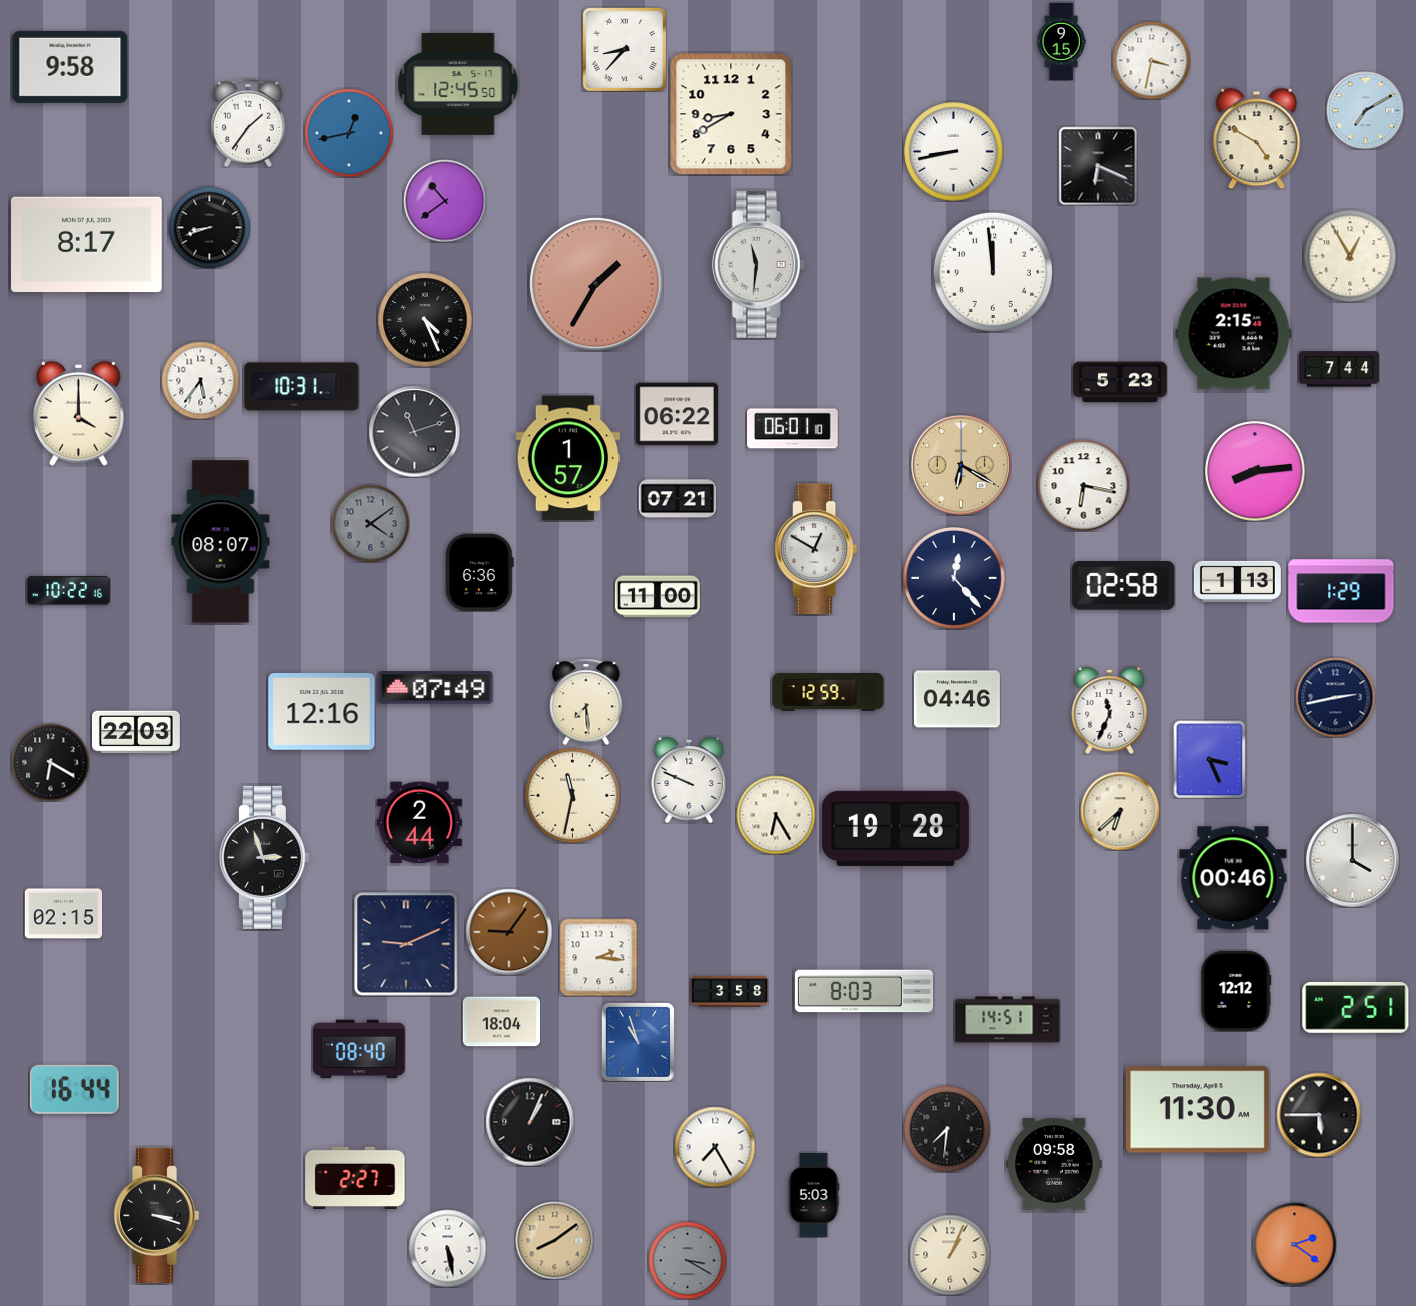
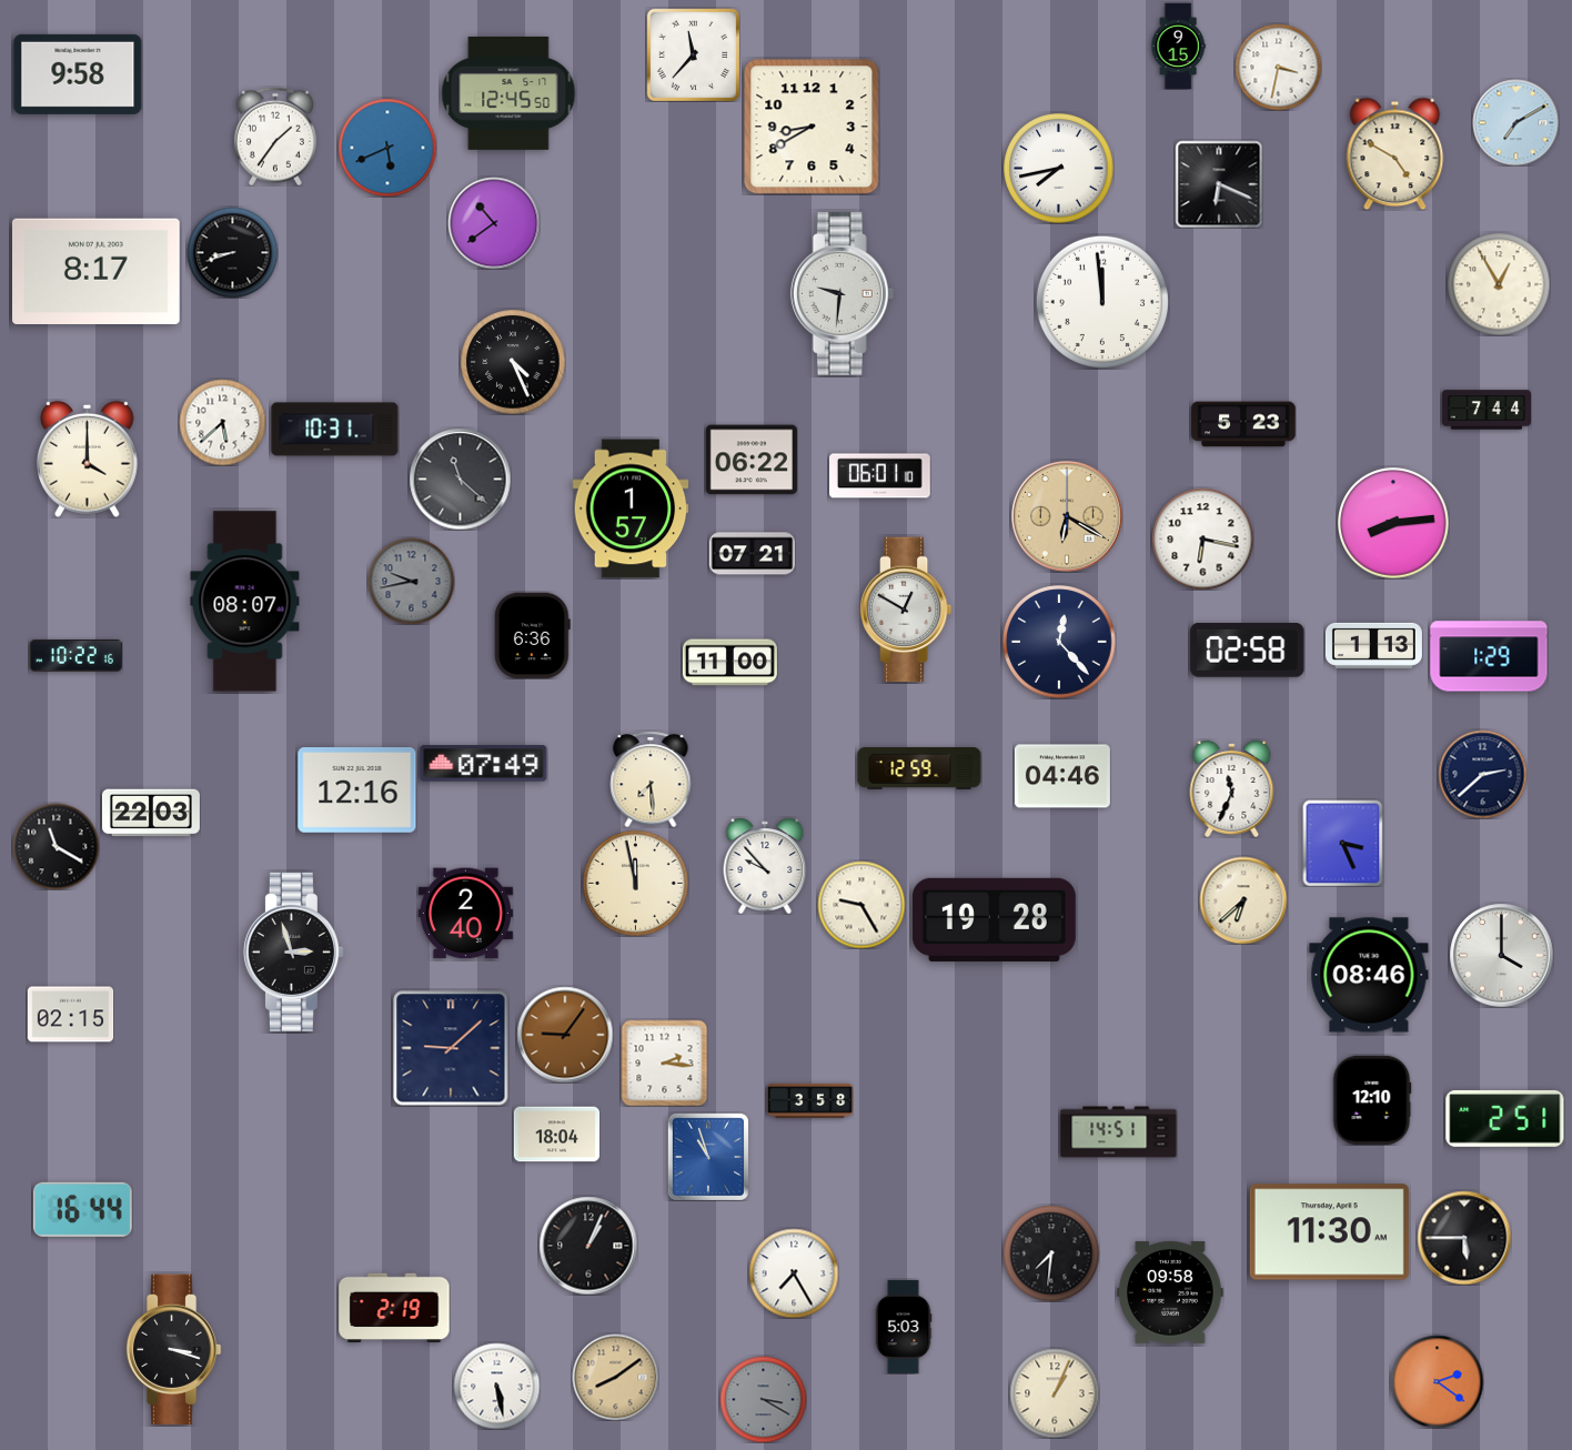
clock at (624, 49): 8:37 -> 11:37
clock at (349, 133): 12:43 -> 5:41
clock at (954, 152): 8:43 -> 7:43
clock at (758, 264): 11:31 -> 9:31
clock at (596, 284): 1:35 -> none
clock at (425, 320) position: (425, 320) -> (513, 362)
clock at (1234, 334): 2:15 -> none
clock at (200, 380): 5:36 -> 5:38
clock at (414, 431): 11:12 -> 11:22
clock at (370, 523): 4:09 -> 9:43
clock at (1335, 697): 2:43 -> 2:38
clock at (50, 762): 6:20 -> 11:20
clock at (689, 780): 9:49 -> 9:53
clock at (572, 795): 11:32 -> 11:58
clock at (776, 815): 6:25 -> 9:25
clock at (419, 823): 2:44 -> 2:40
clock at (1233, 878): 00:46 -> 08:46
clock at (406, 944): 9:11 -> 9:08
clock at (1236, 990): 12:12 -> 12:10
clock at (864, 991): 8:03 -> none
clock at (360, 1049): 08:40 -> none
clock at (355, 1178): 2:27 -> 2:19
